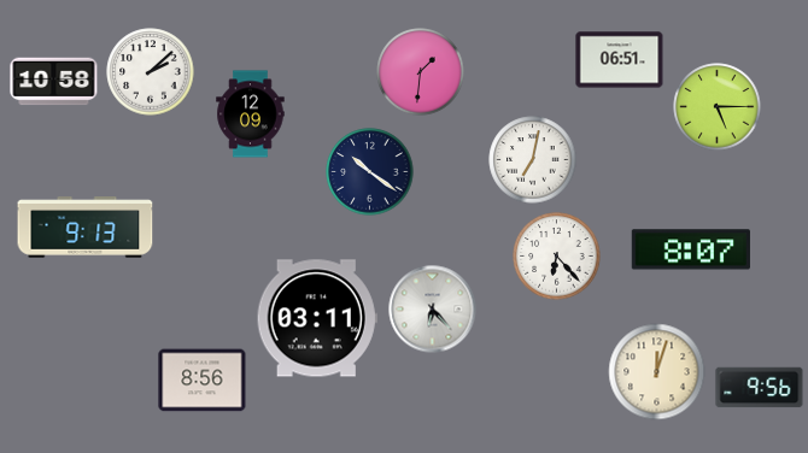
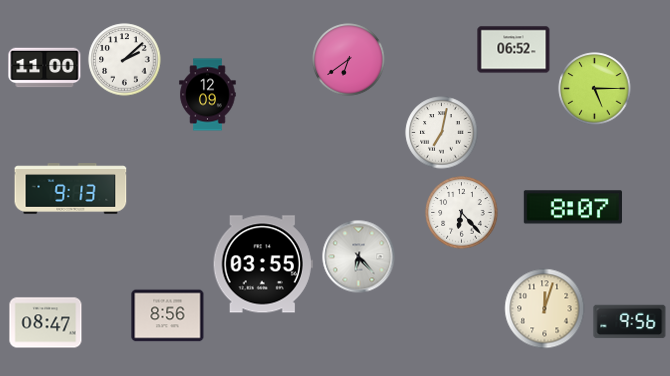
clock at (620, 60): 06:51 -> 06:52
clock at (421, 72): 1:31 -> 6:39
clock at (54, 82): 10:58 -> 11:00
clock at (370, 172): 10:21 -> none
clock at (317, 318): 03:11 -> 03:55
clock at (46, 323): none -> 08:47
